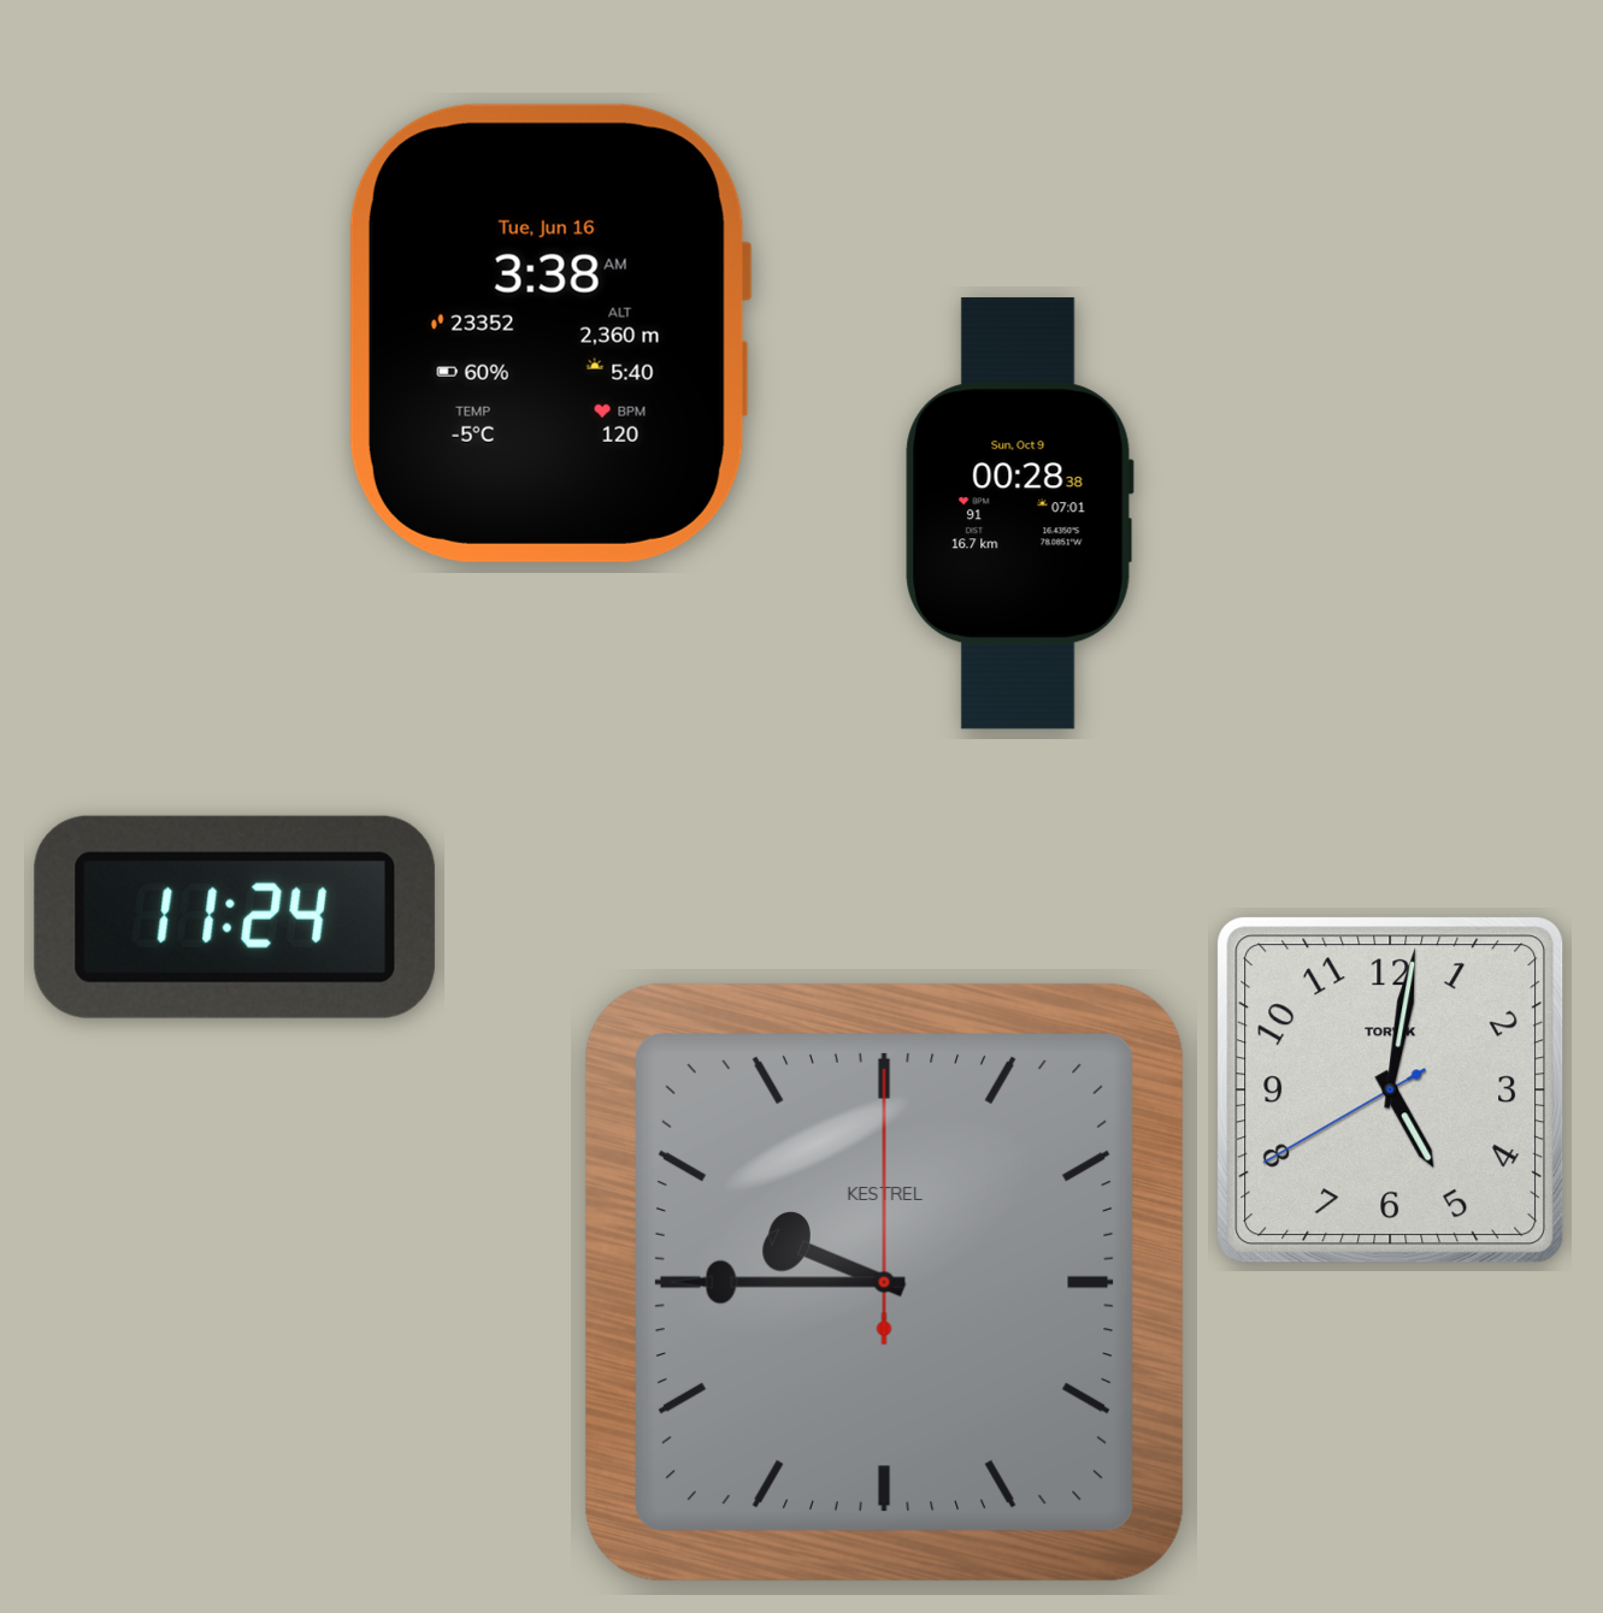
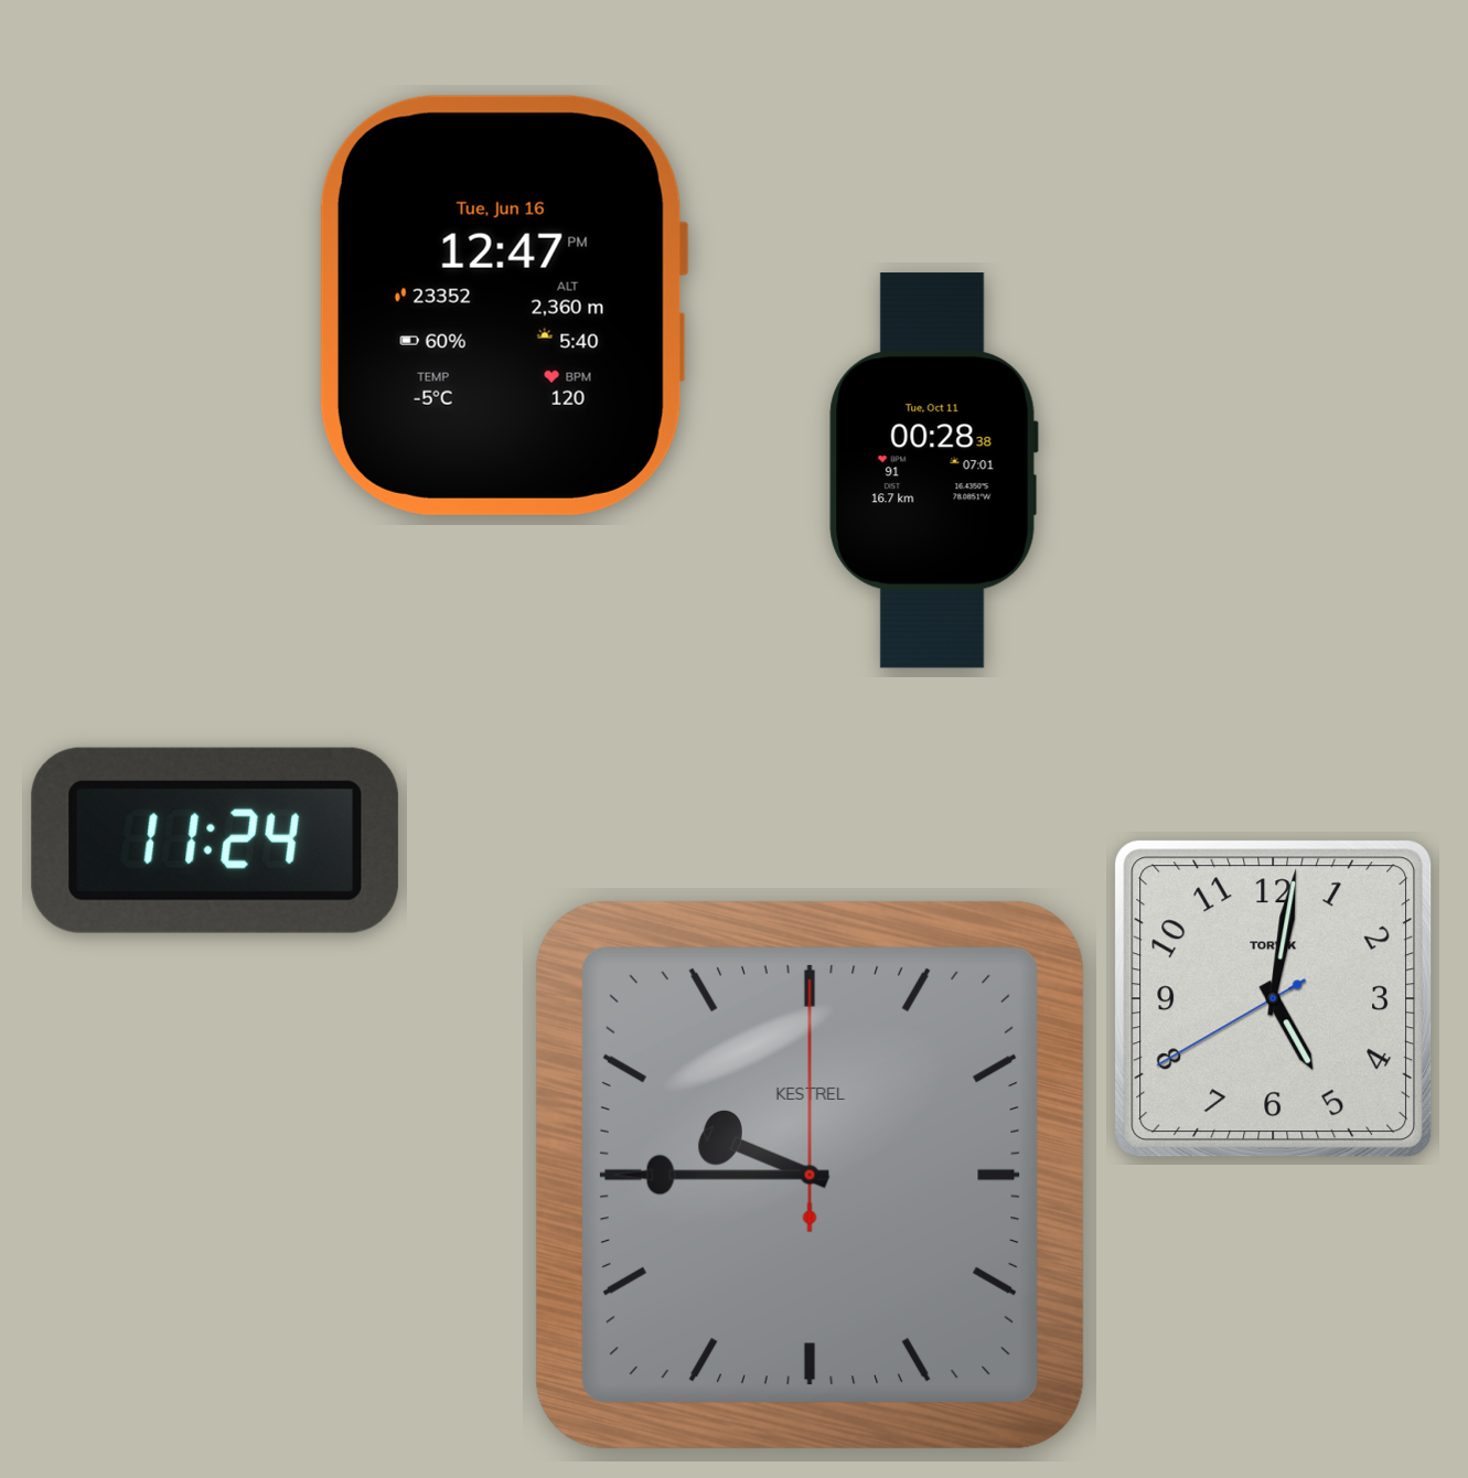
clock at (550, 333): 3:38 -> 12:47
clock at (1019, 514) date: Sun, Oct 9 -> Tue, Oct 11
